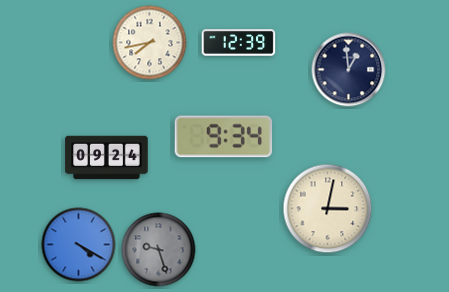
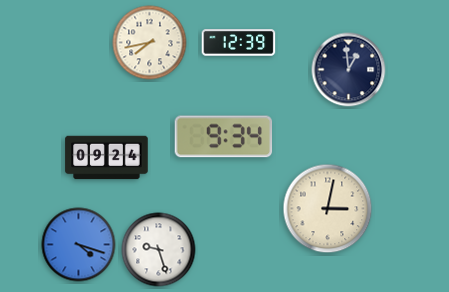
clock at (79, 245): 4:20 -> 4:18
clock at (159, 250) dial: grey -> white
